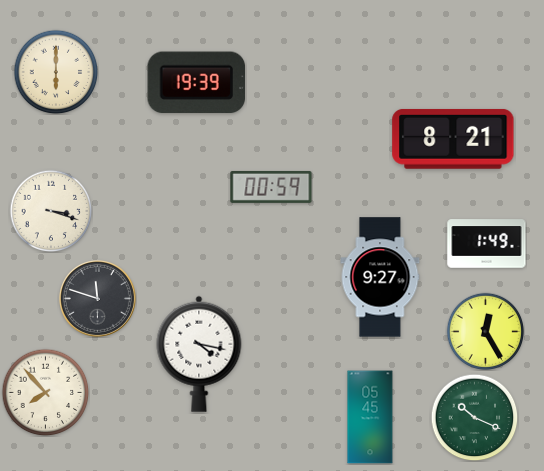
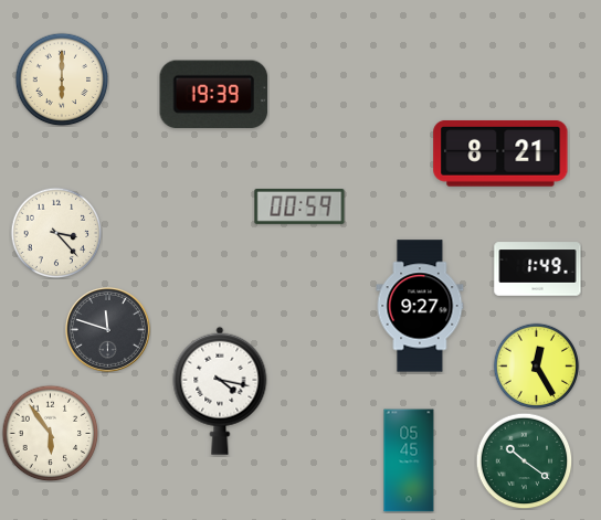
clock at (197, 83) position: (197, 83) -> (214, 95)
clock at (51, 211): 3:18 -> 3:23
clock at (45, 392): 7:53 -> 5:54
clock at (474, 417): 10:19 -> 10:21
